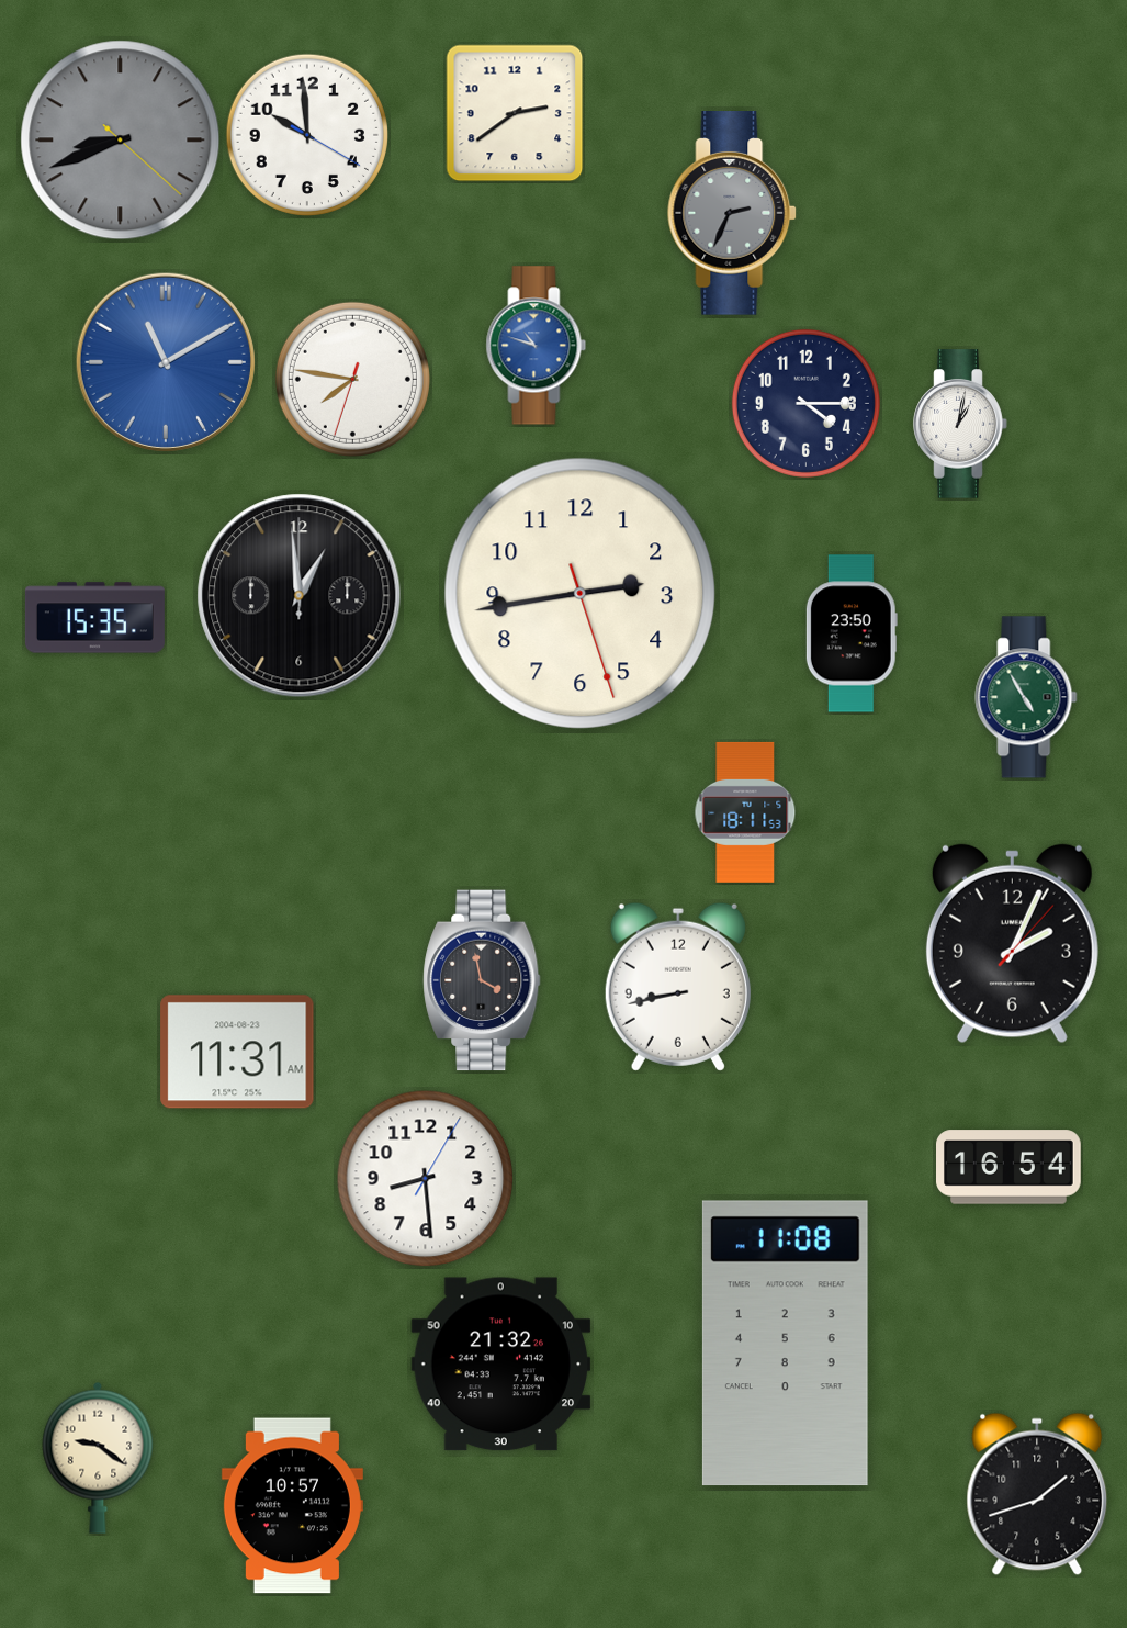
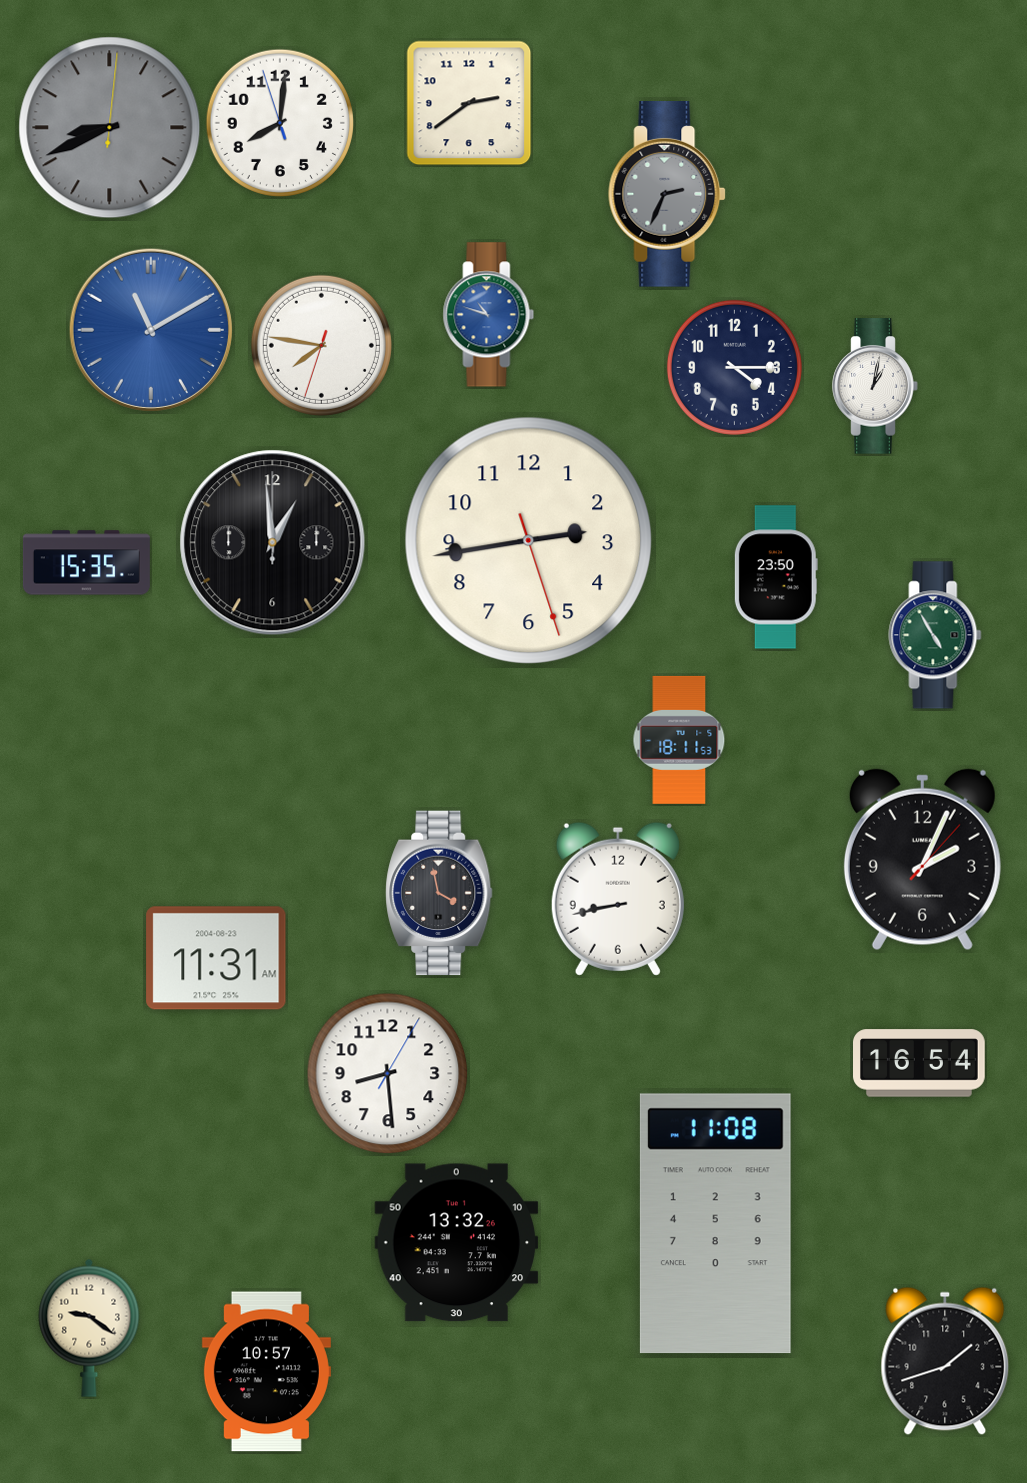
clock at (306, 134): 9:59 -> 8:00
clock at (121, 141): 8:41:22 -> 8:41:01
clock at (501, 1365): 21:32 -> 13:32
